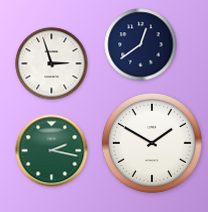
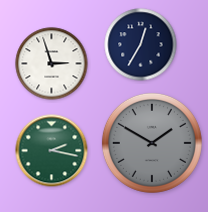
clock at (141, 45): 12:39 -> 12:35
clock at (152, 143) dial: white -> grey
